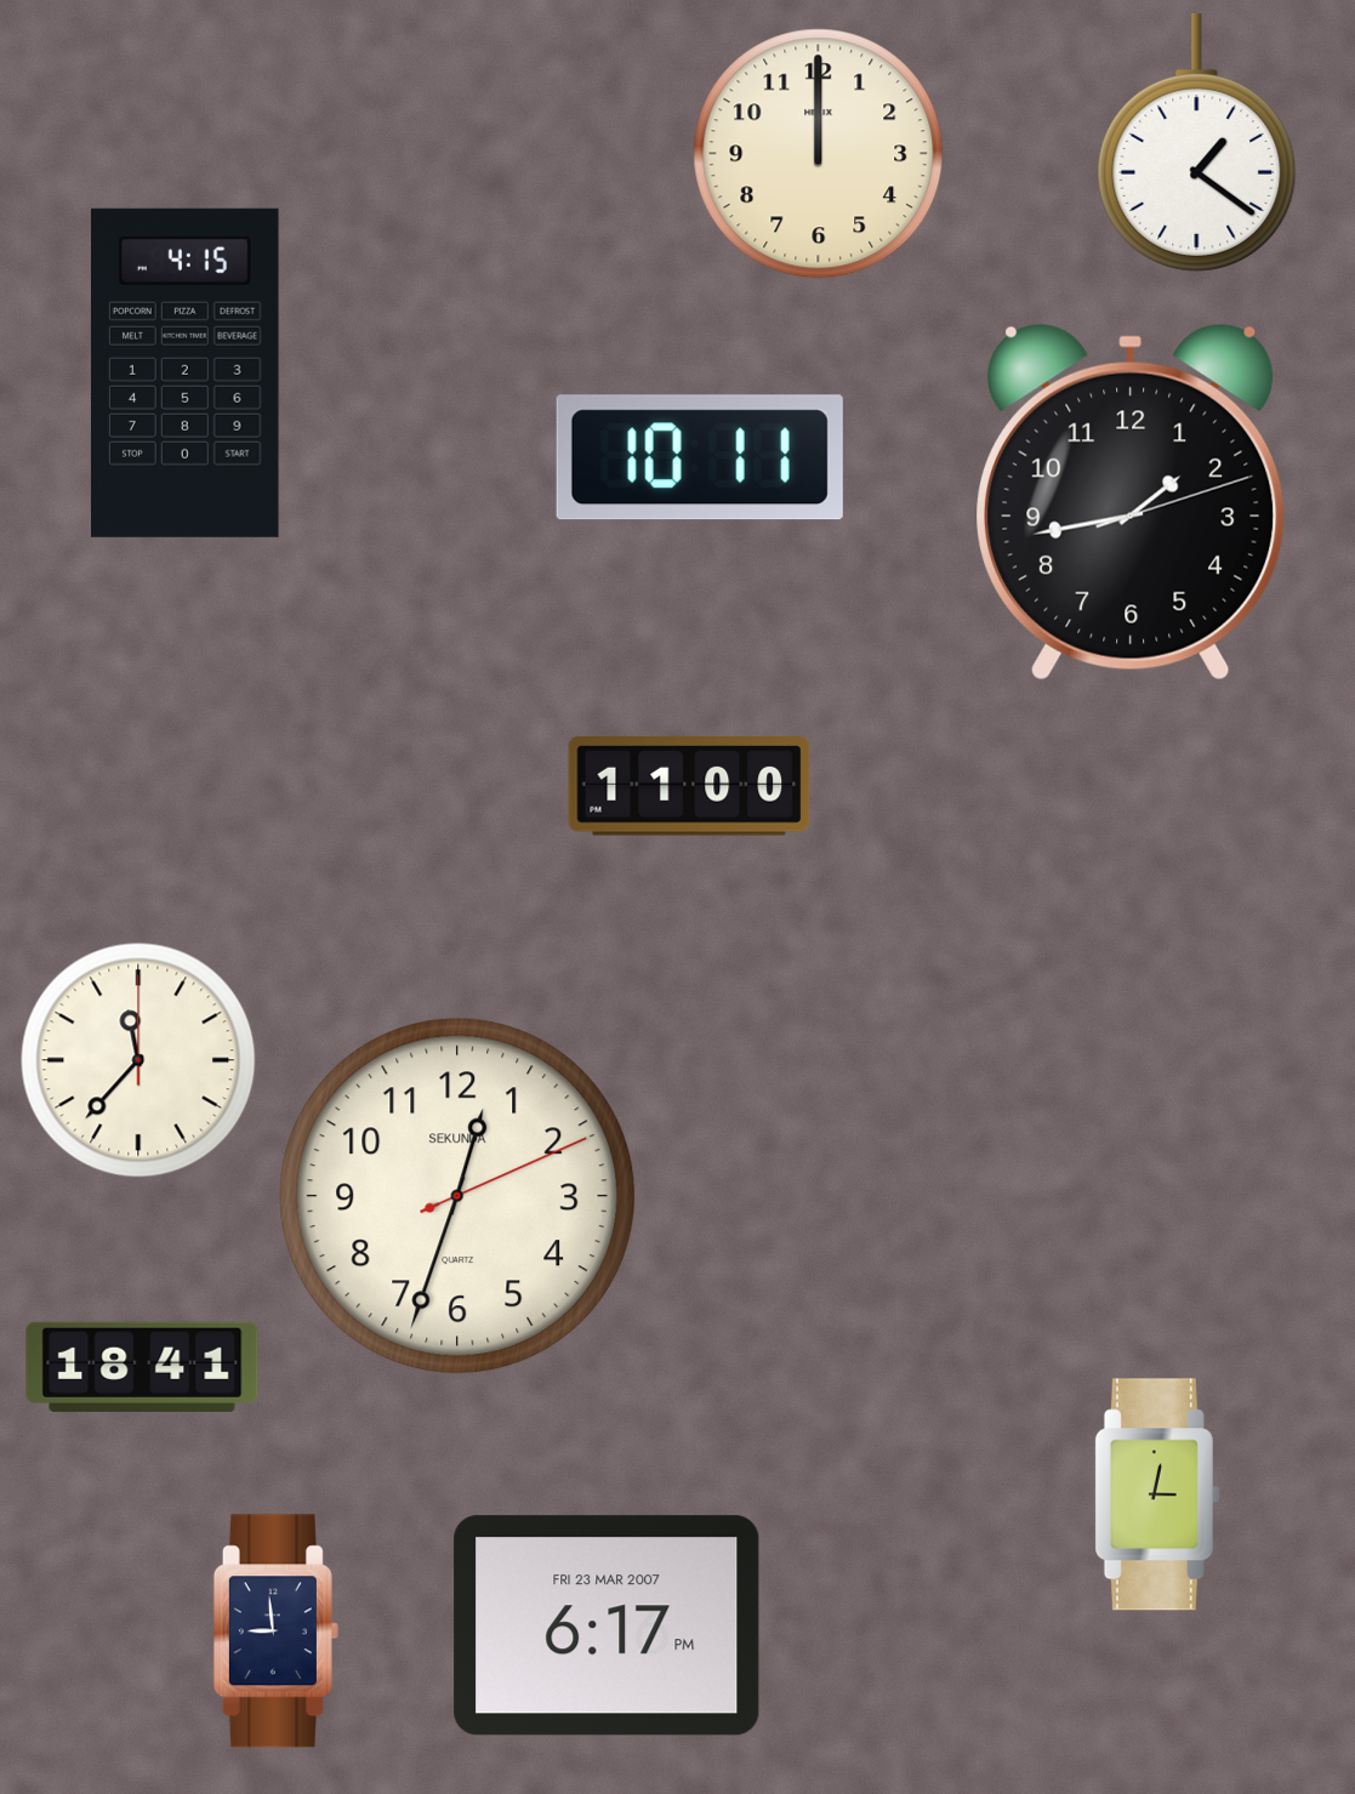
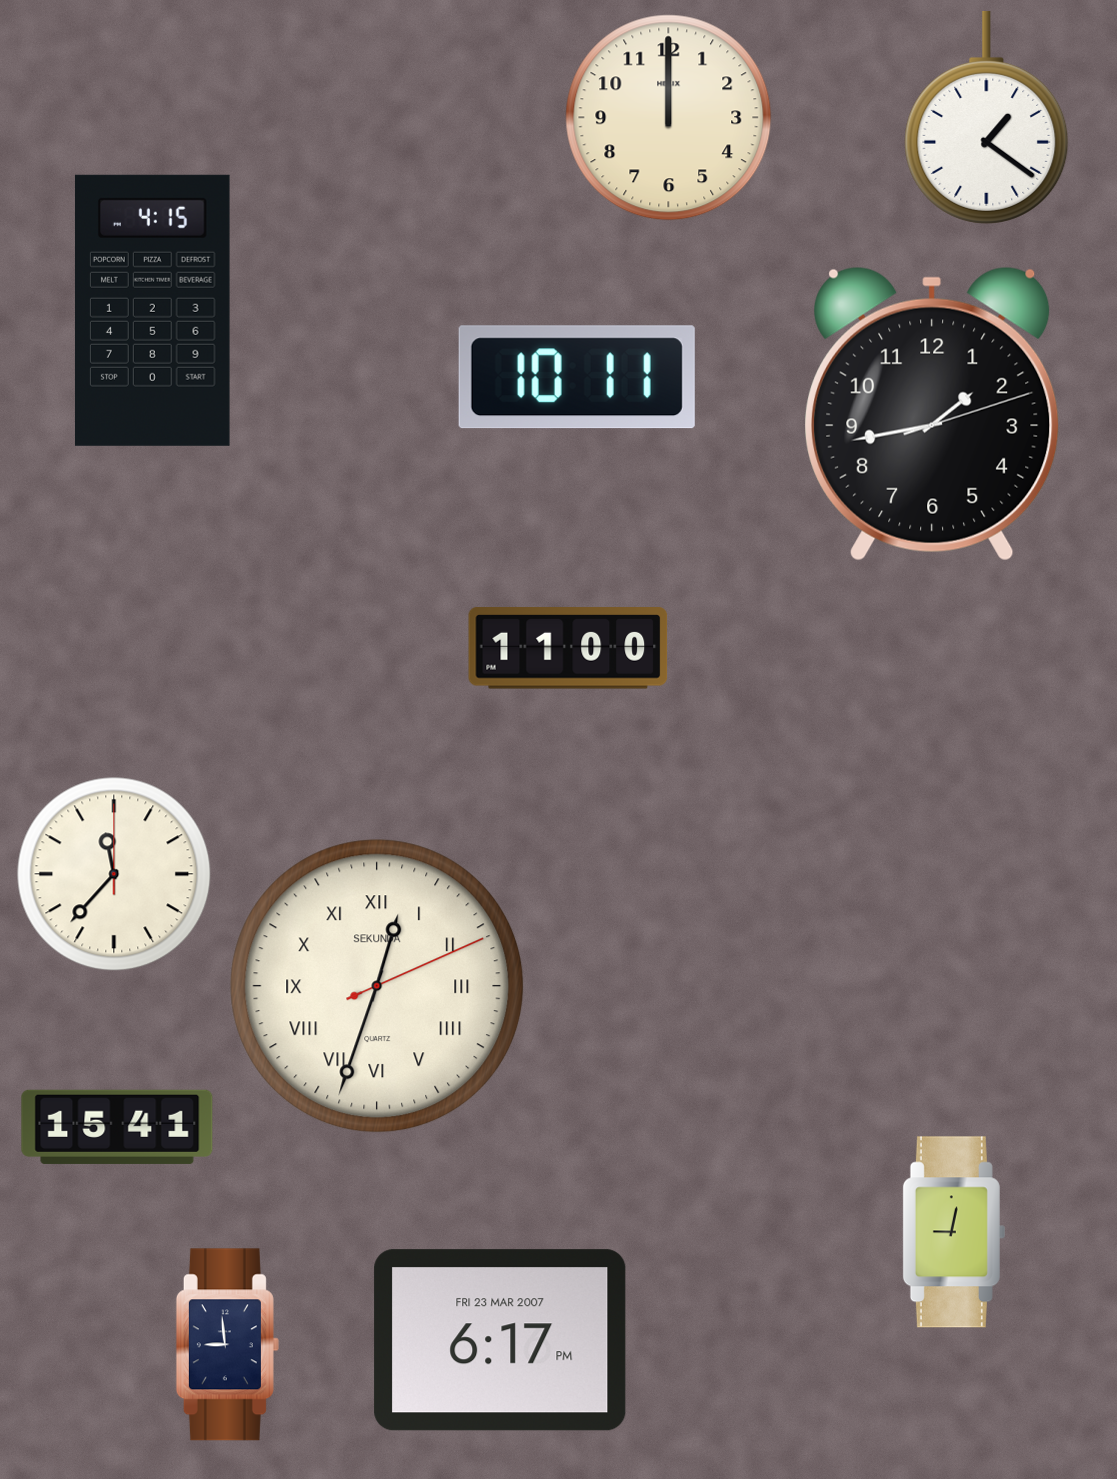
clock at (819, 154) position: (819, 154) -> (669, 118)
clock at (184, 372) position: (184, 372) -> (152, 310)
clock at (457, 1196) numerals: Arabic -> Roman
clock at (142, 1367): 18:41 -> 15:41
clock at (1157, 1494): 3:02 -> 9:02
